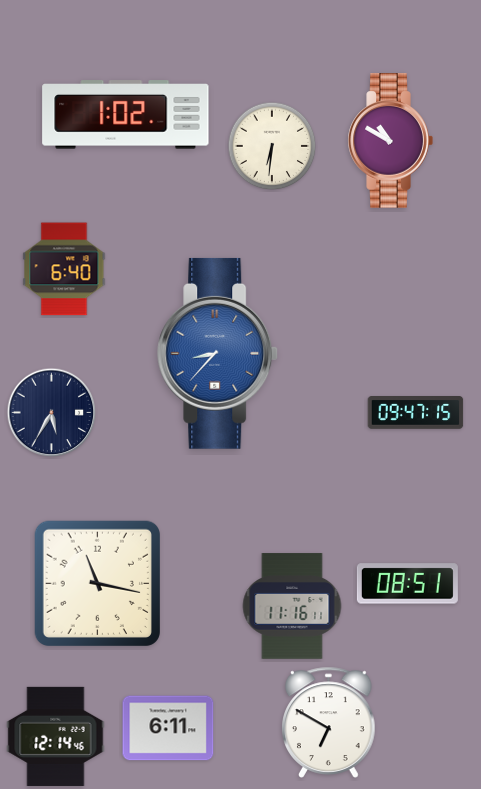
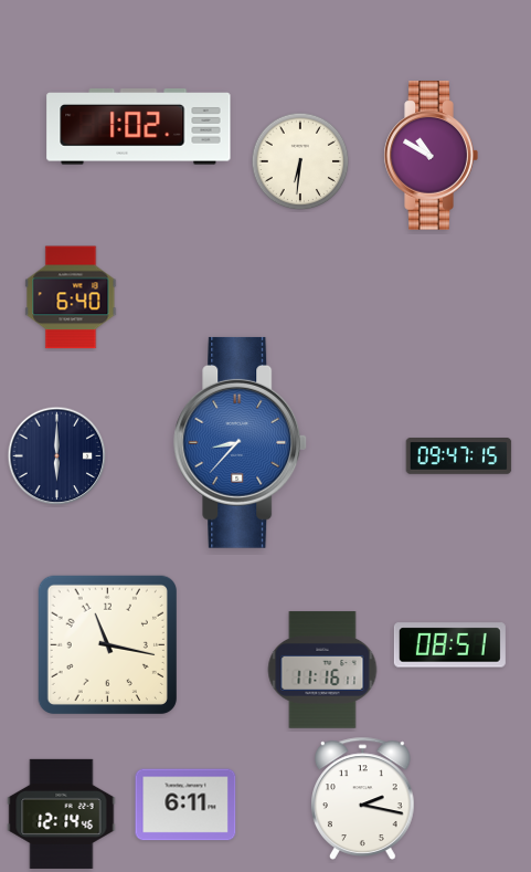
clock at (218, 353) position: (218, 353) -> (241, 442)
clock at (52, 413): 5:35 -> 6:00
clock at (329, 722): 6:50 -> 2:17
